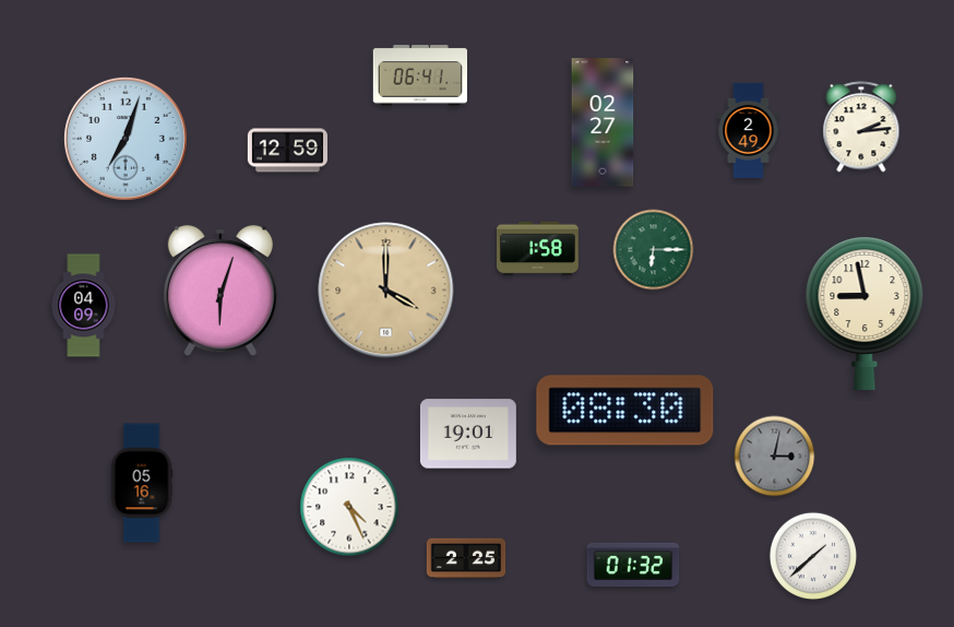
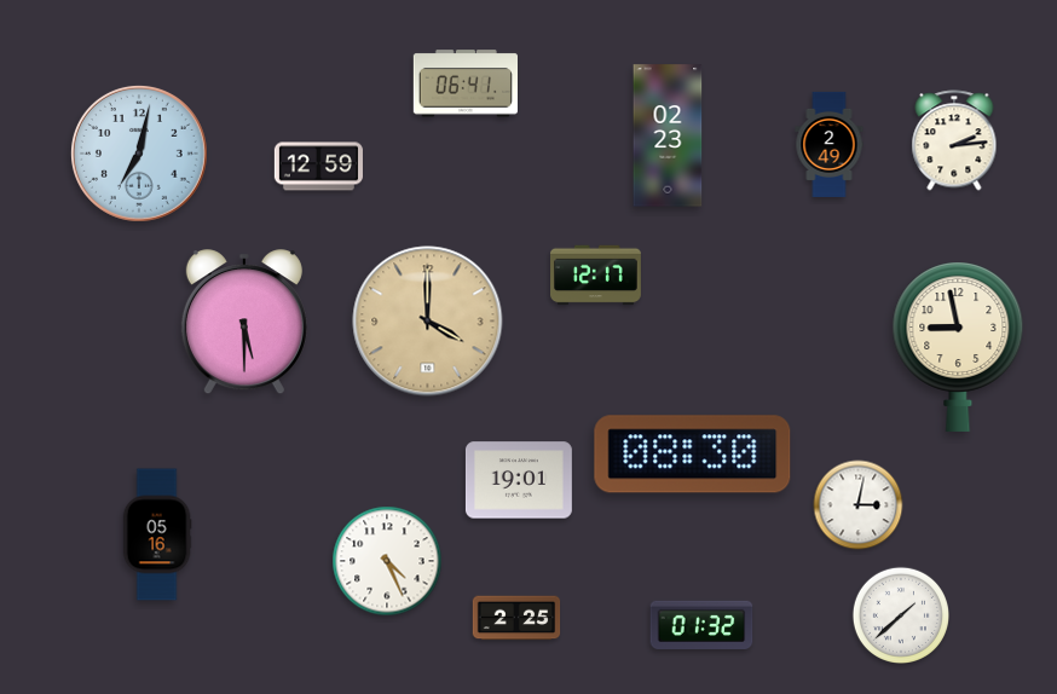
clock at (603, 122): 02:27 -> 02:23
clock at (126, 139): 7:03 -> 7:02
clock at (538, 249): 1:58 -> 12:17
clock at (654, 250): 6:15 -> none
clock at (220, 292): 6:03 -> 5:30
clock at (84, 306): 04:09 -> none
clock at (775, 457) dial: grey -> white
